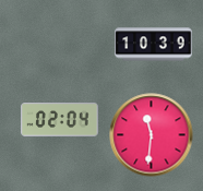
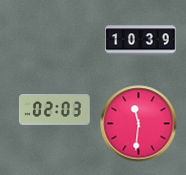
clock at (60, 120): 02:04 -> 02:03
